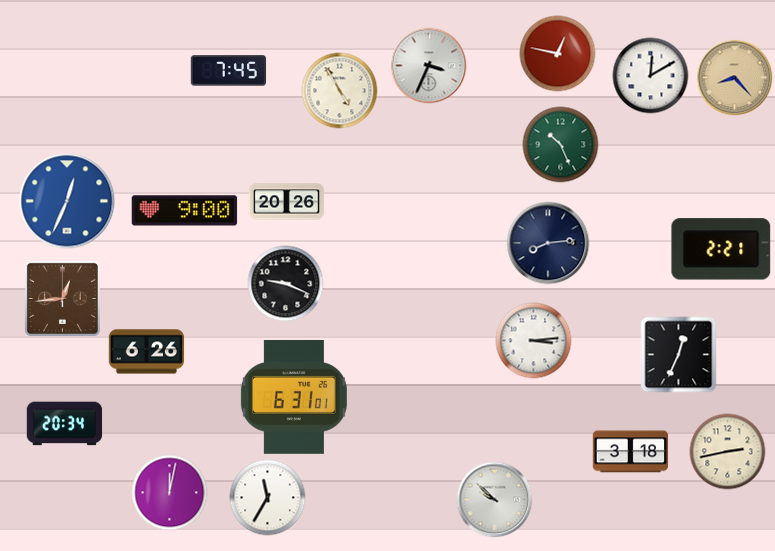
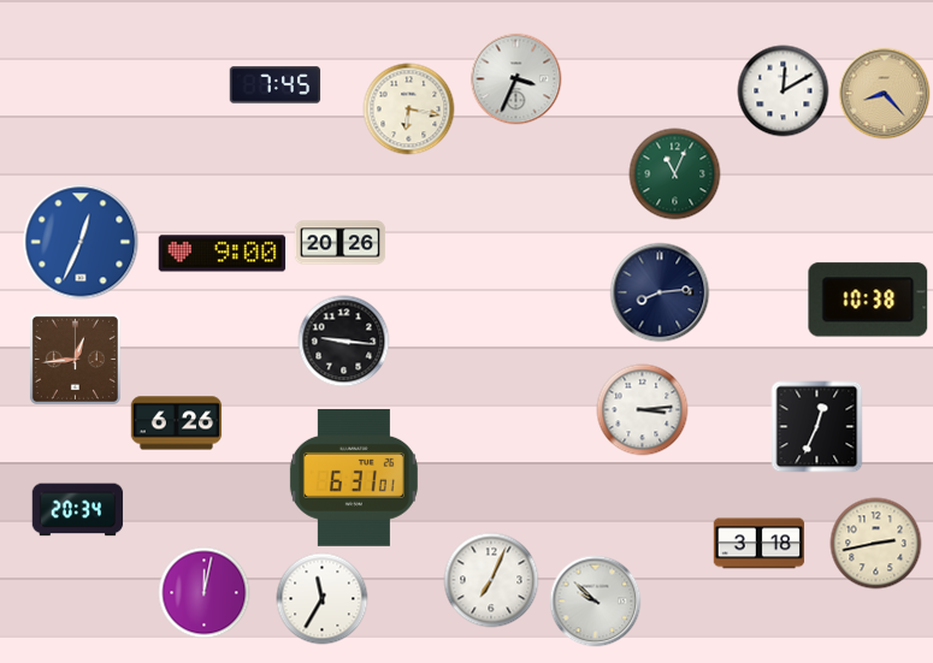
clock at (558, 54): 12:47 -> none
clock at (340, 91): 4:55 -> 6:17
clock at (561, 145): 10:26 -> 11:04
clock at (287, 202) position: (287, 202) -> (341, 243)
clock at (721, 249): 2:21 -> 10:38
clock at (286, 284): 9:19 -> 9:16
clock at (491, 580): none -> 7:04
